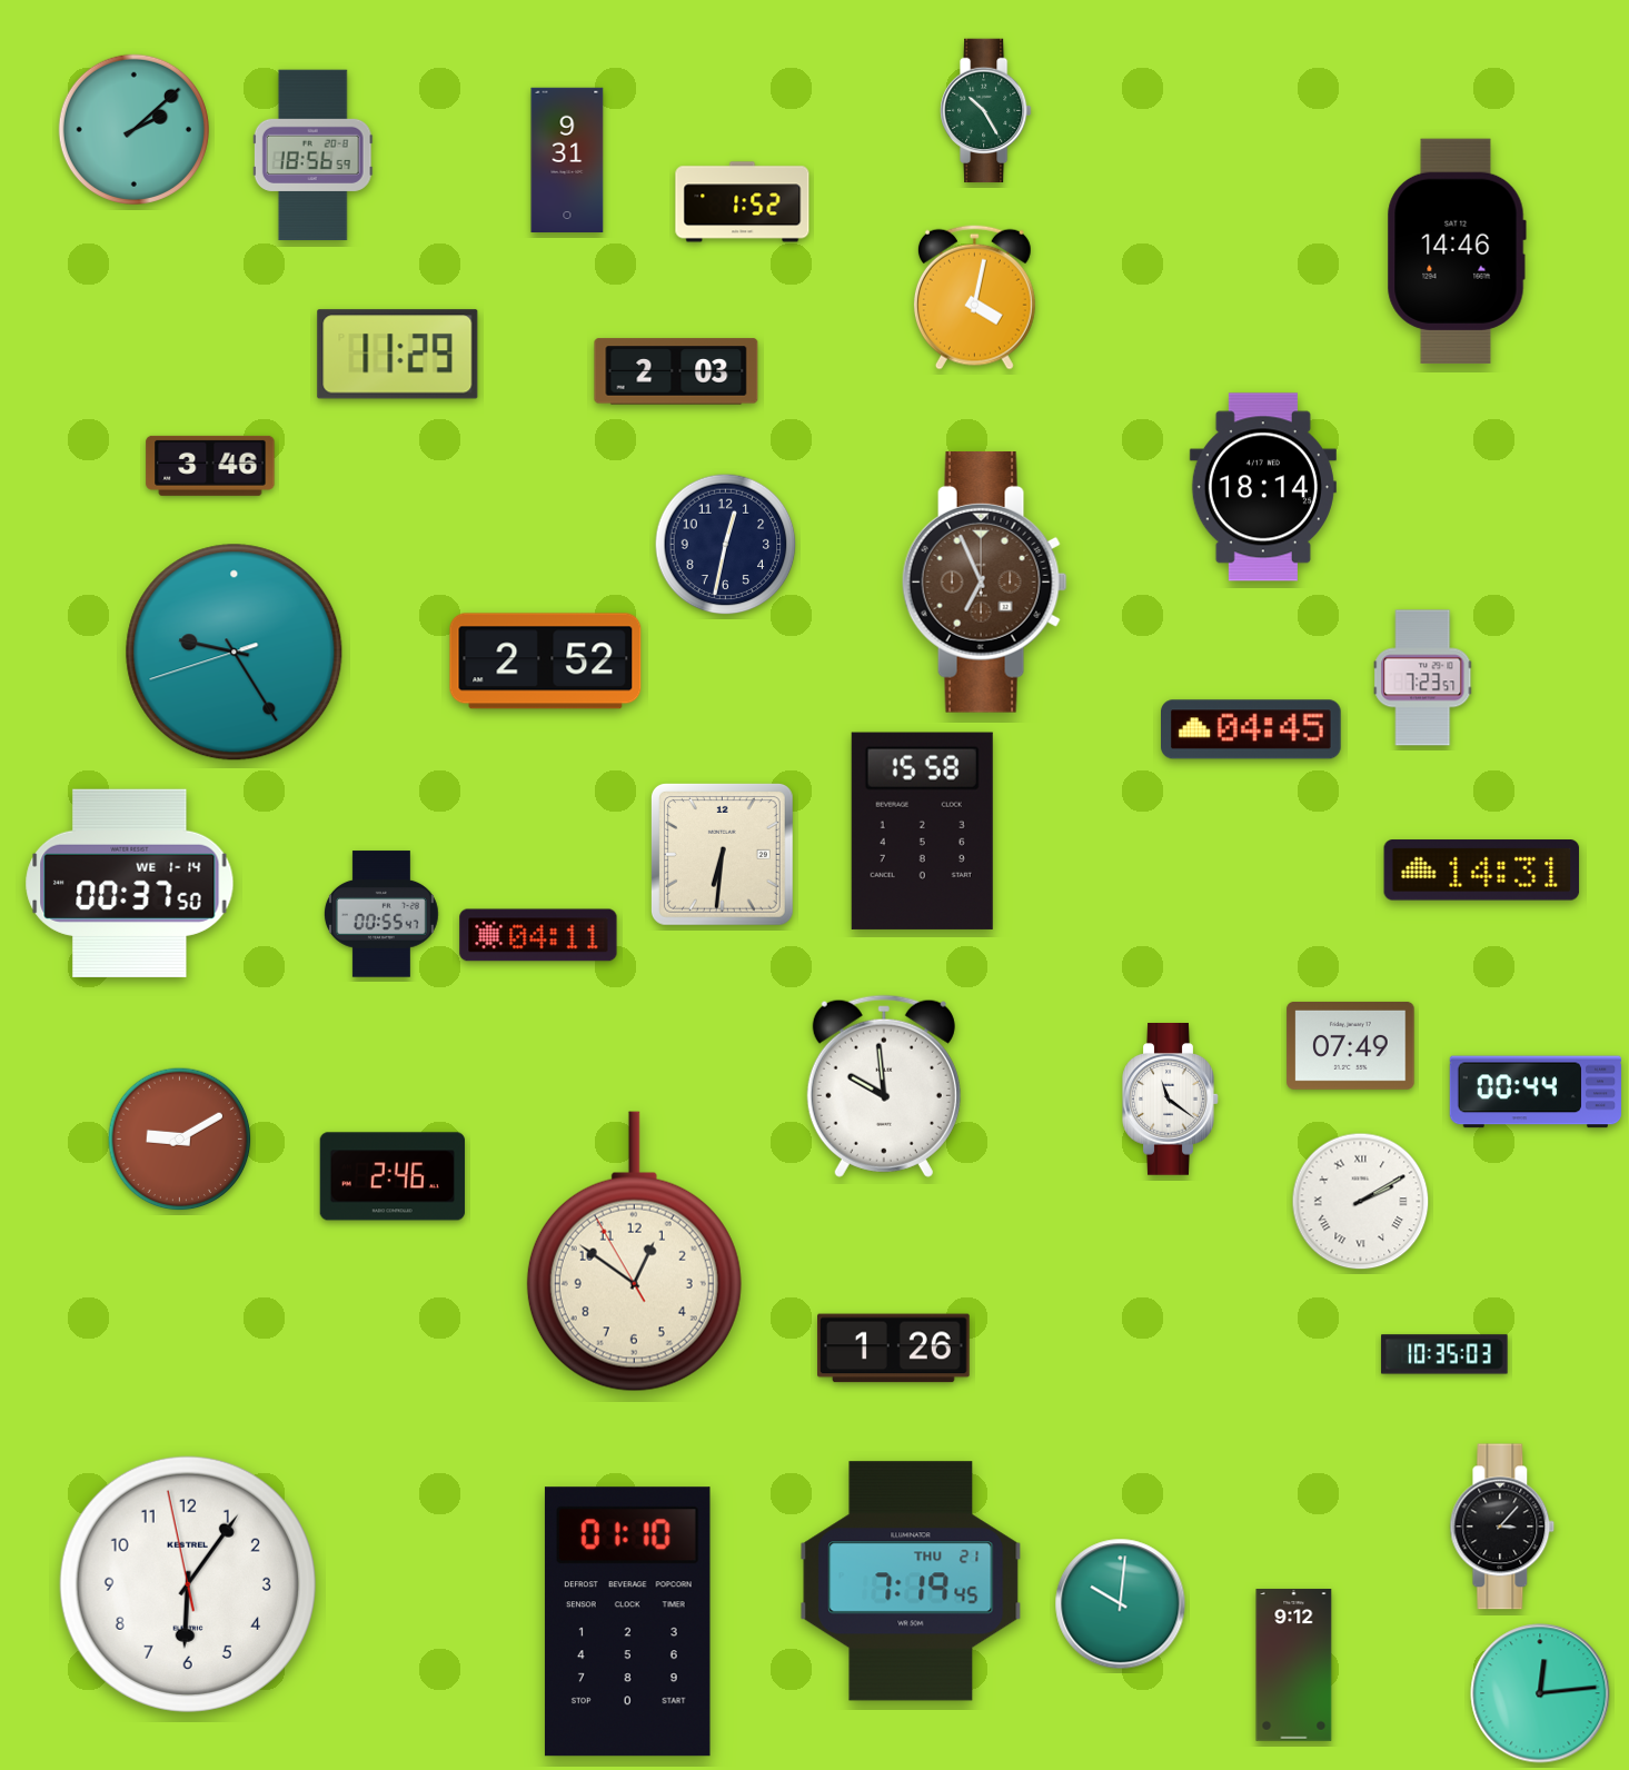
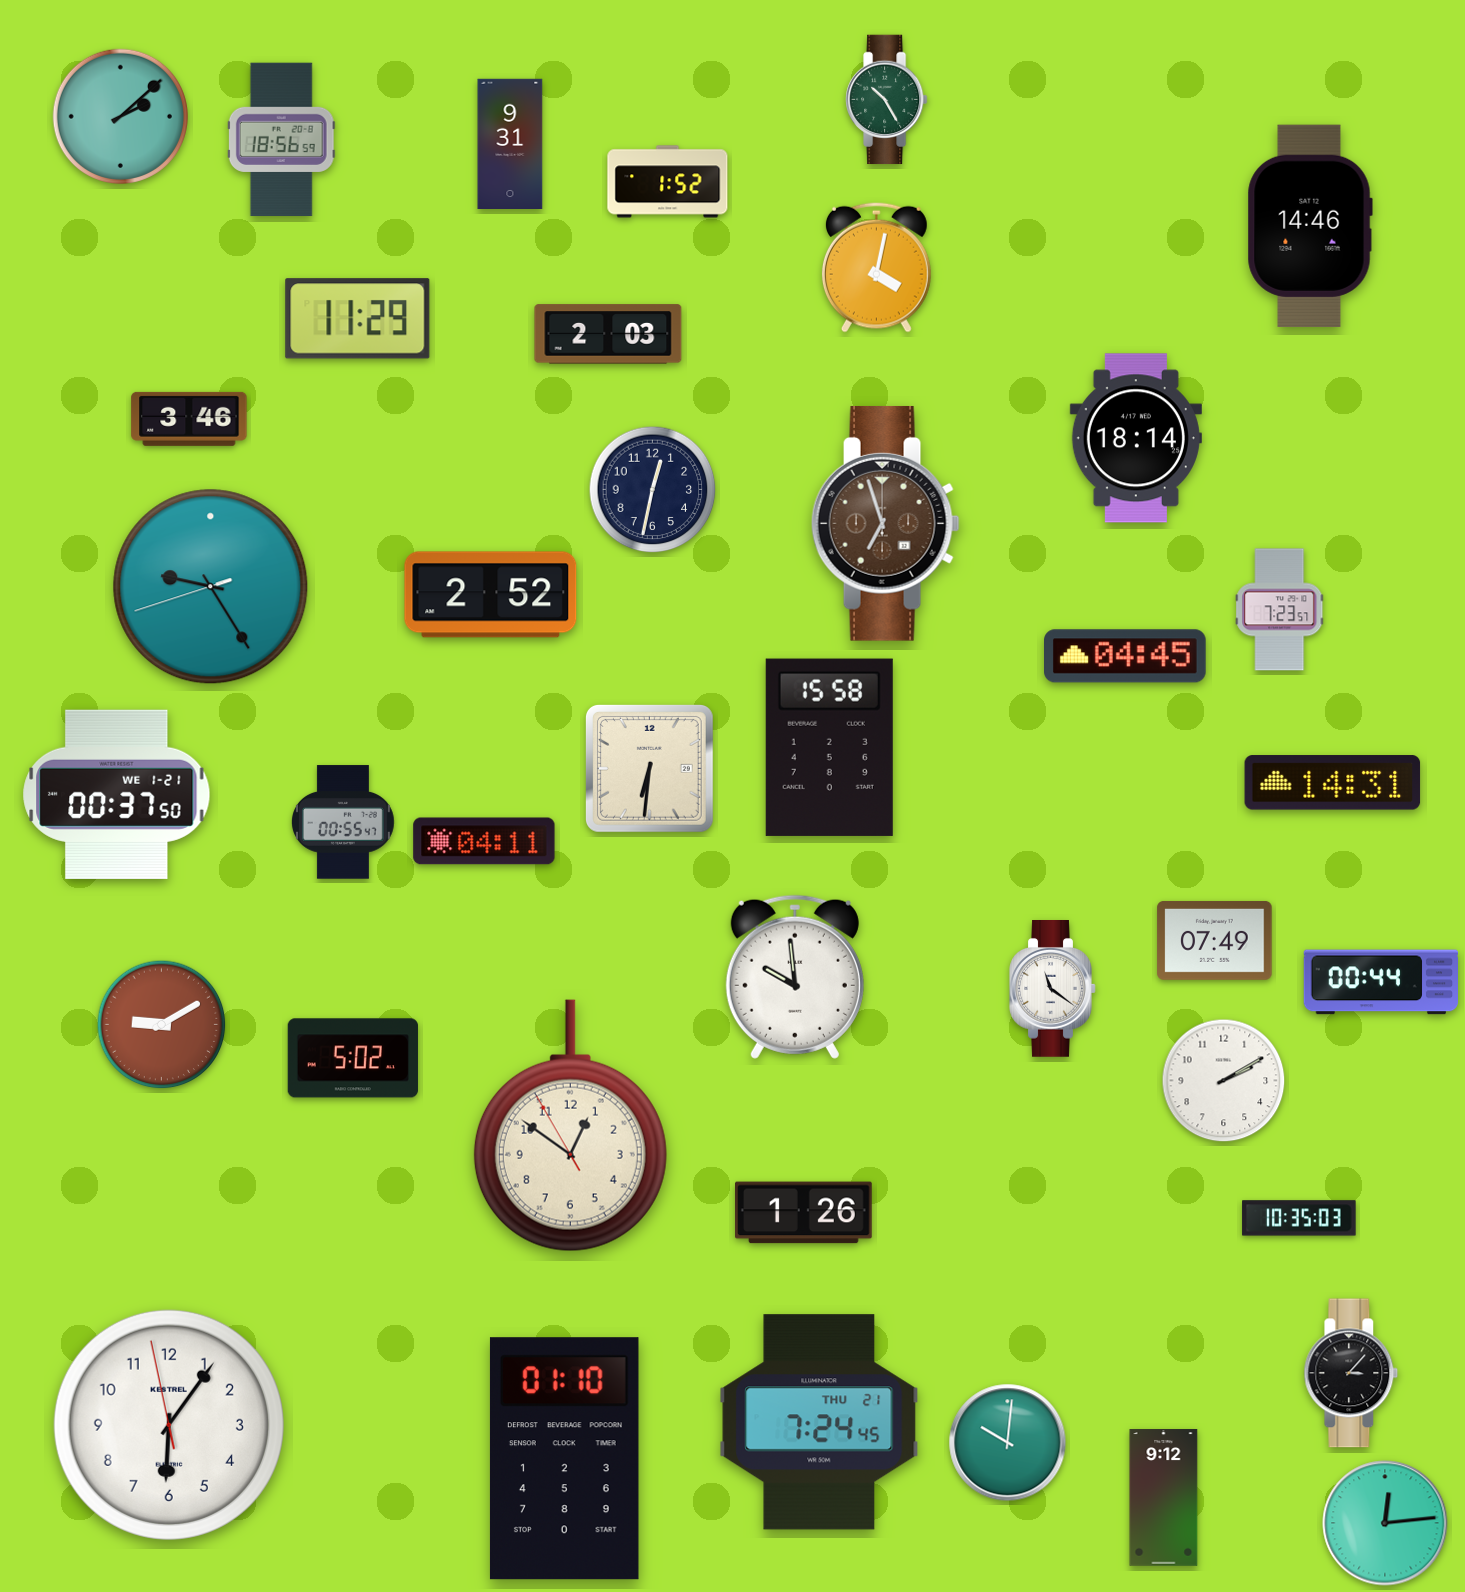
clock at (984, 581): 6:56 -> 6:57
clock at (130, 883) date: WE 1-14 -> WE 1-21
clock at (393, 1176): 2:46 -> 5:02
clock at (1361, 1202) numerals: Roman -> Arabic
clock at (911, 1581): 7:19 -> 7:24
